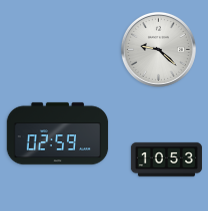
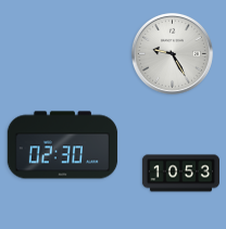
clock at (158, 49): 9:22 -> 9:25
clock at (58, 134): 02:59 -> 02:30
